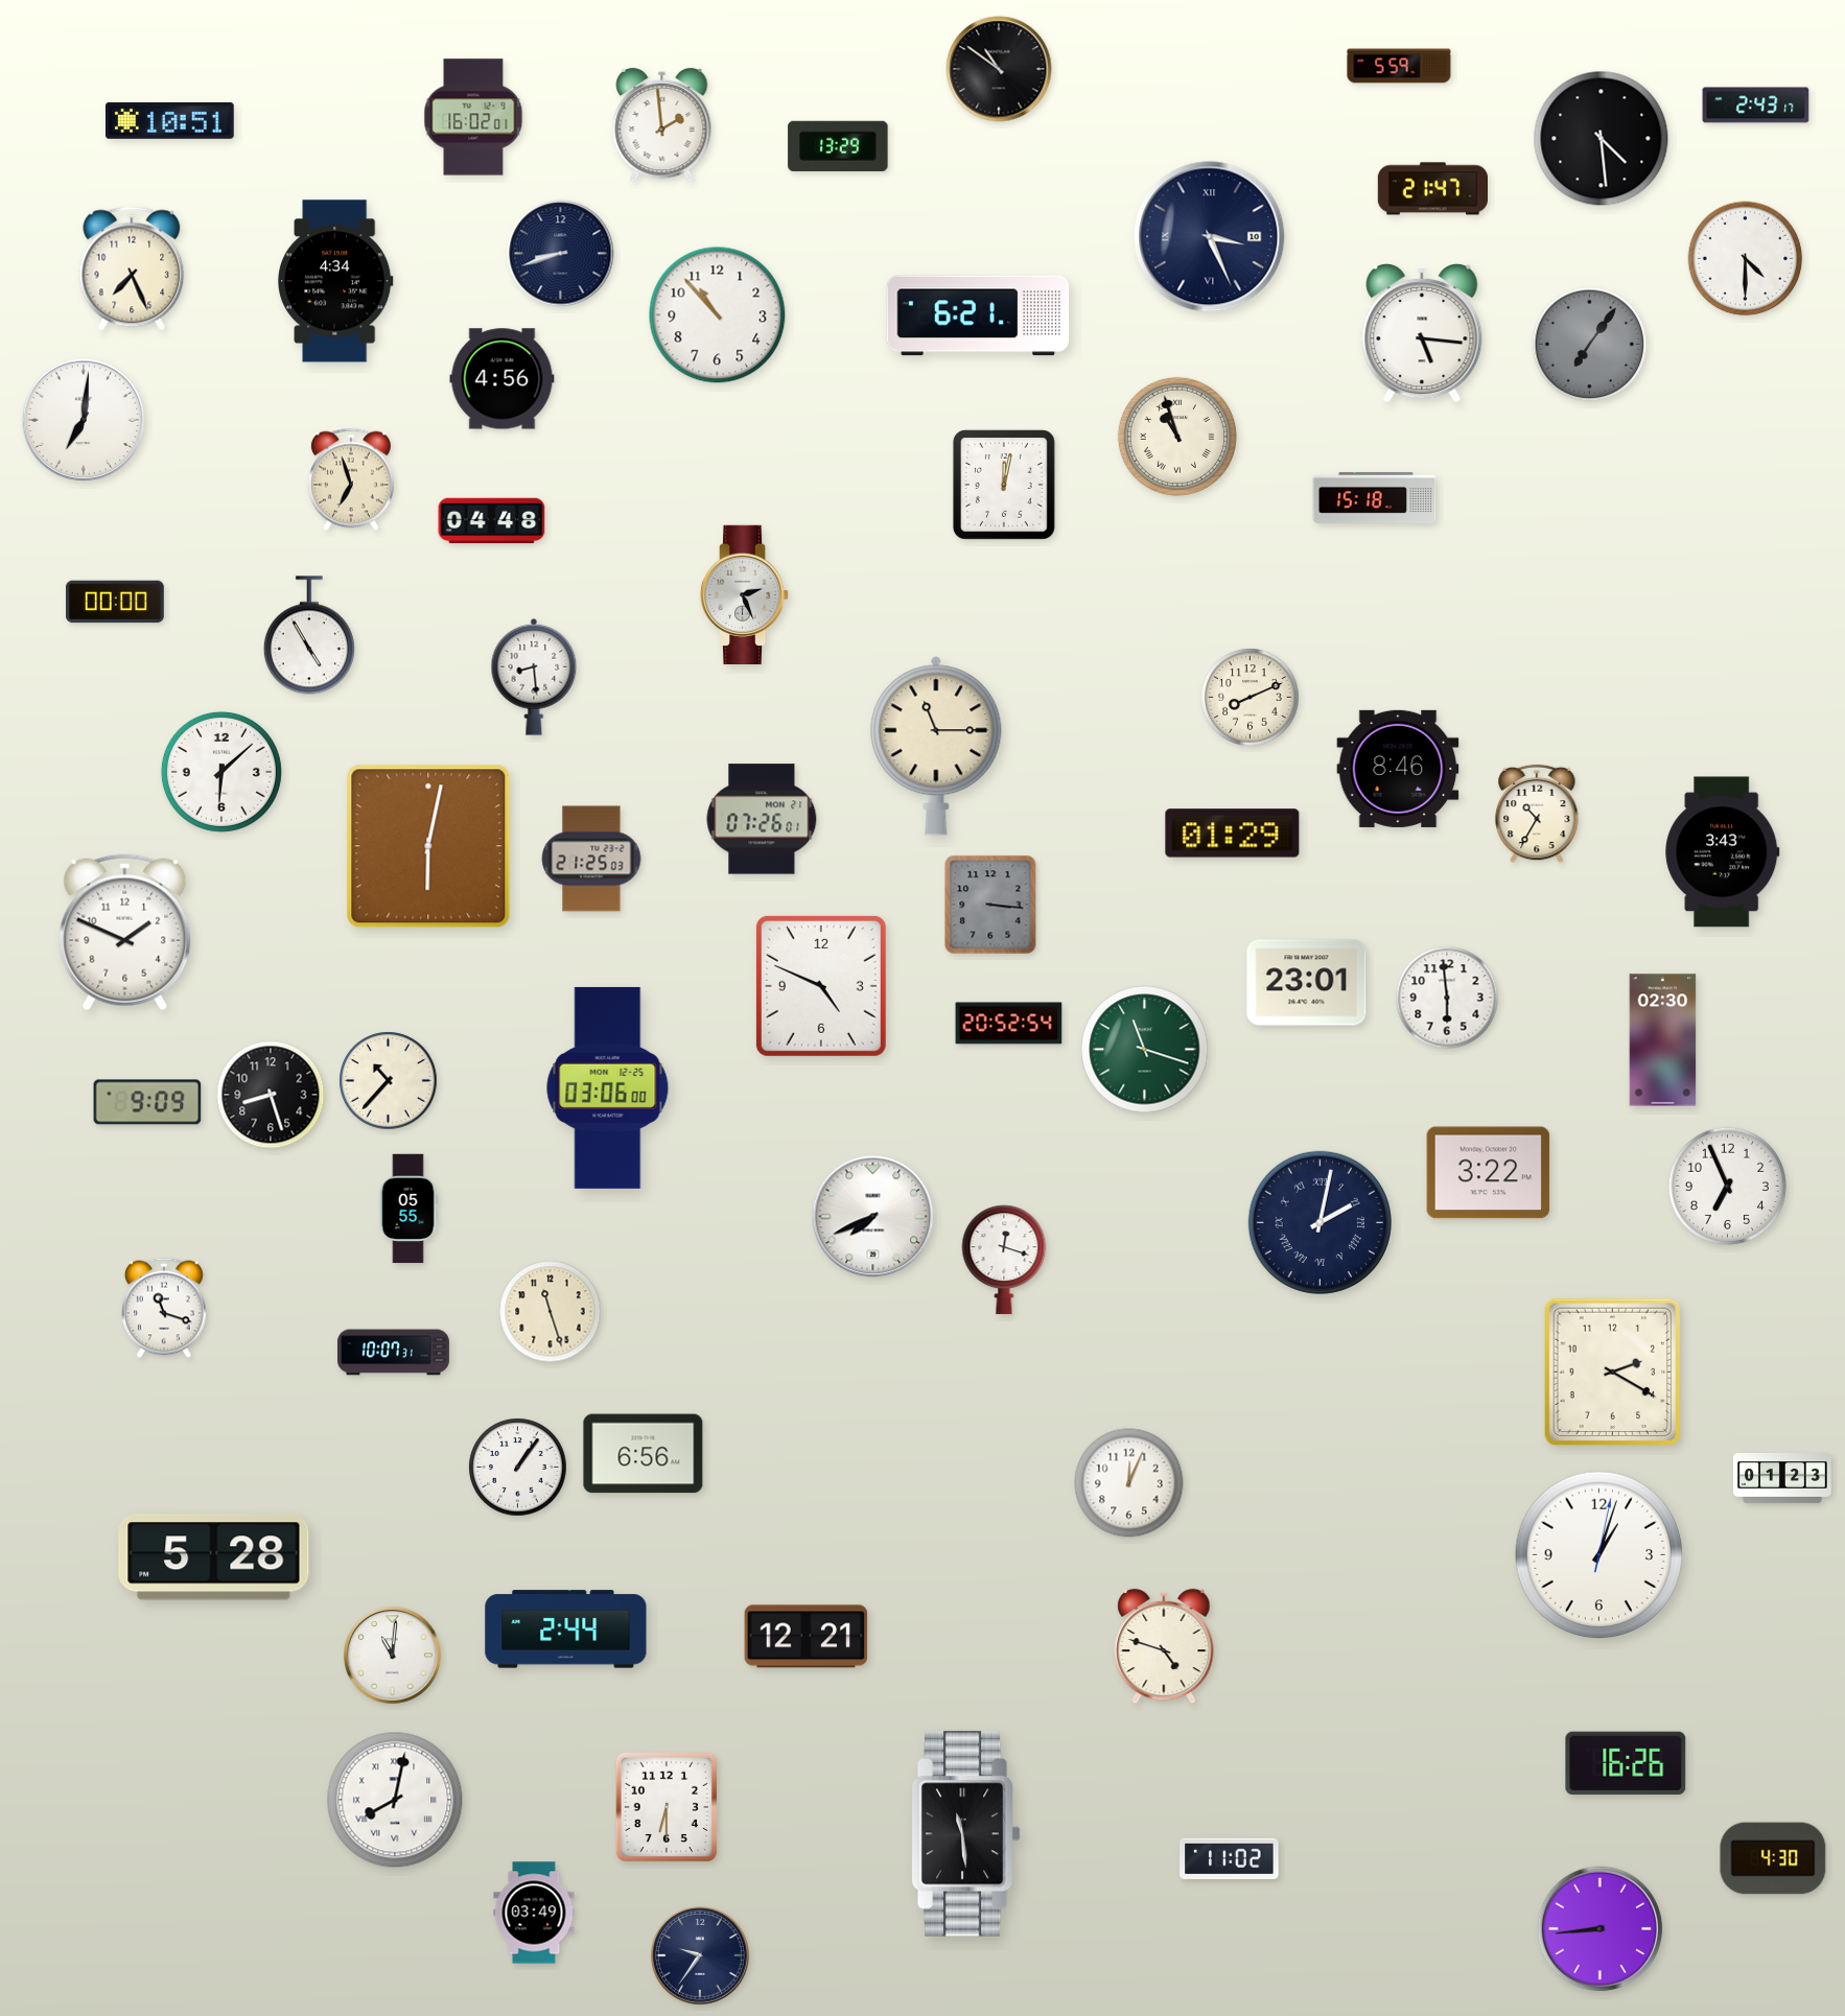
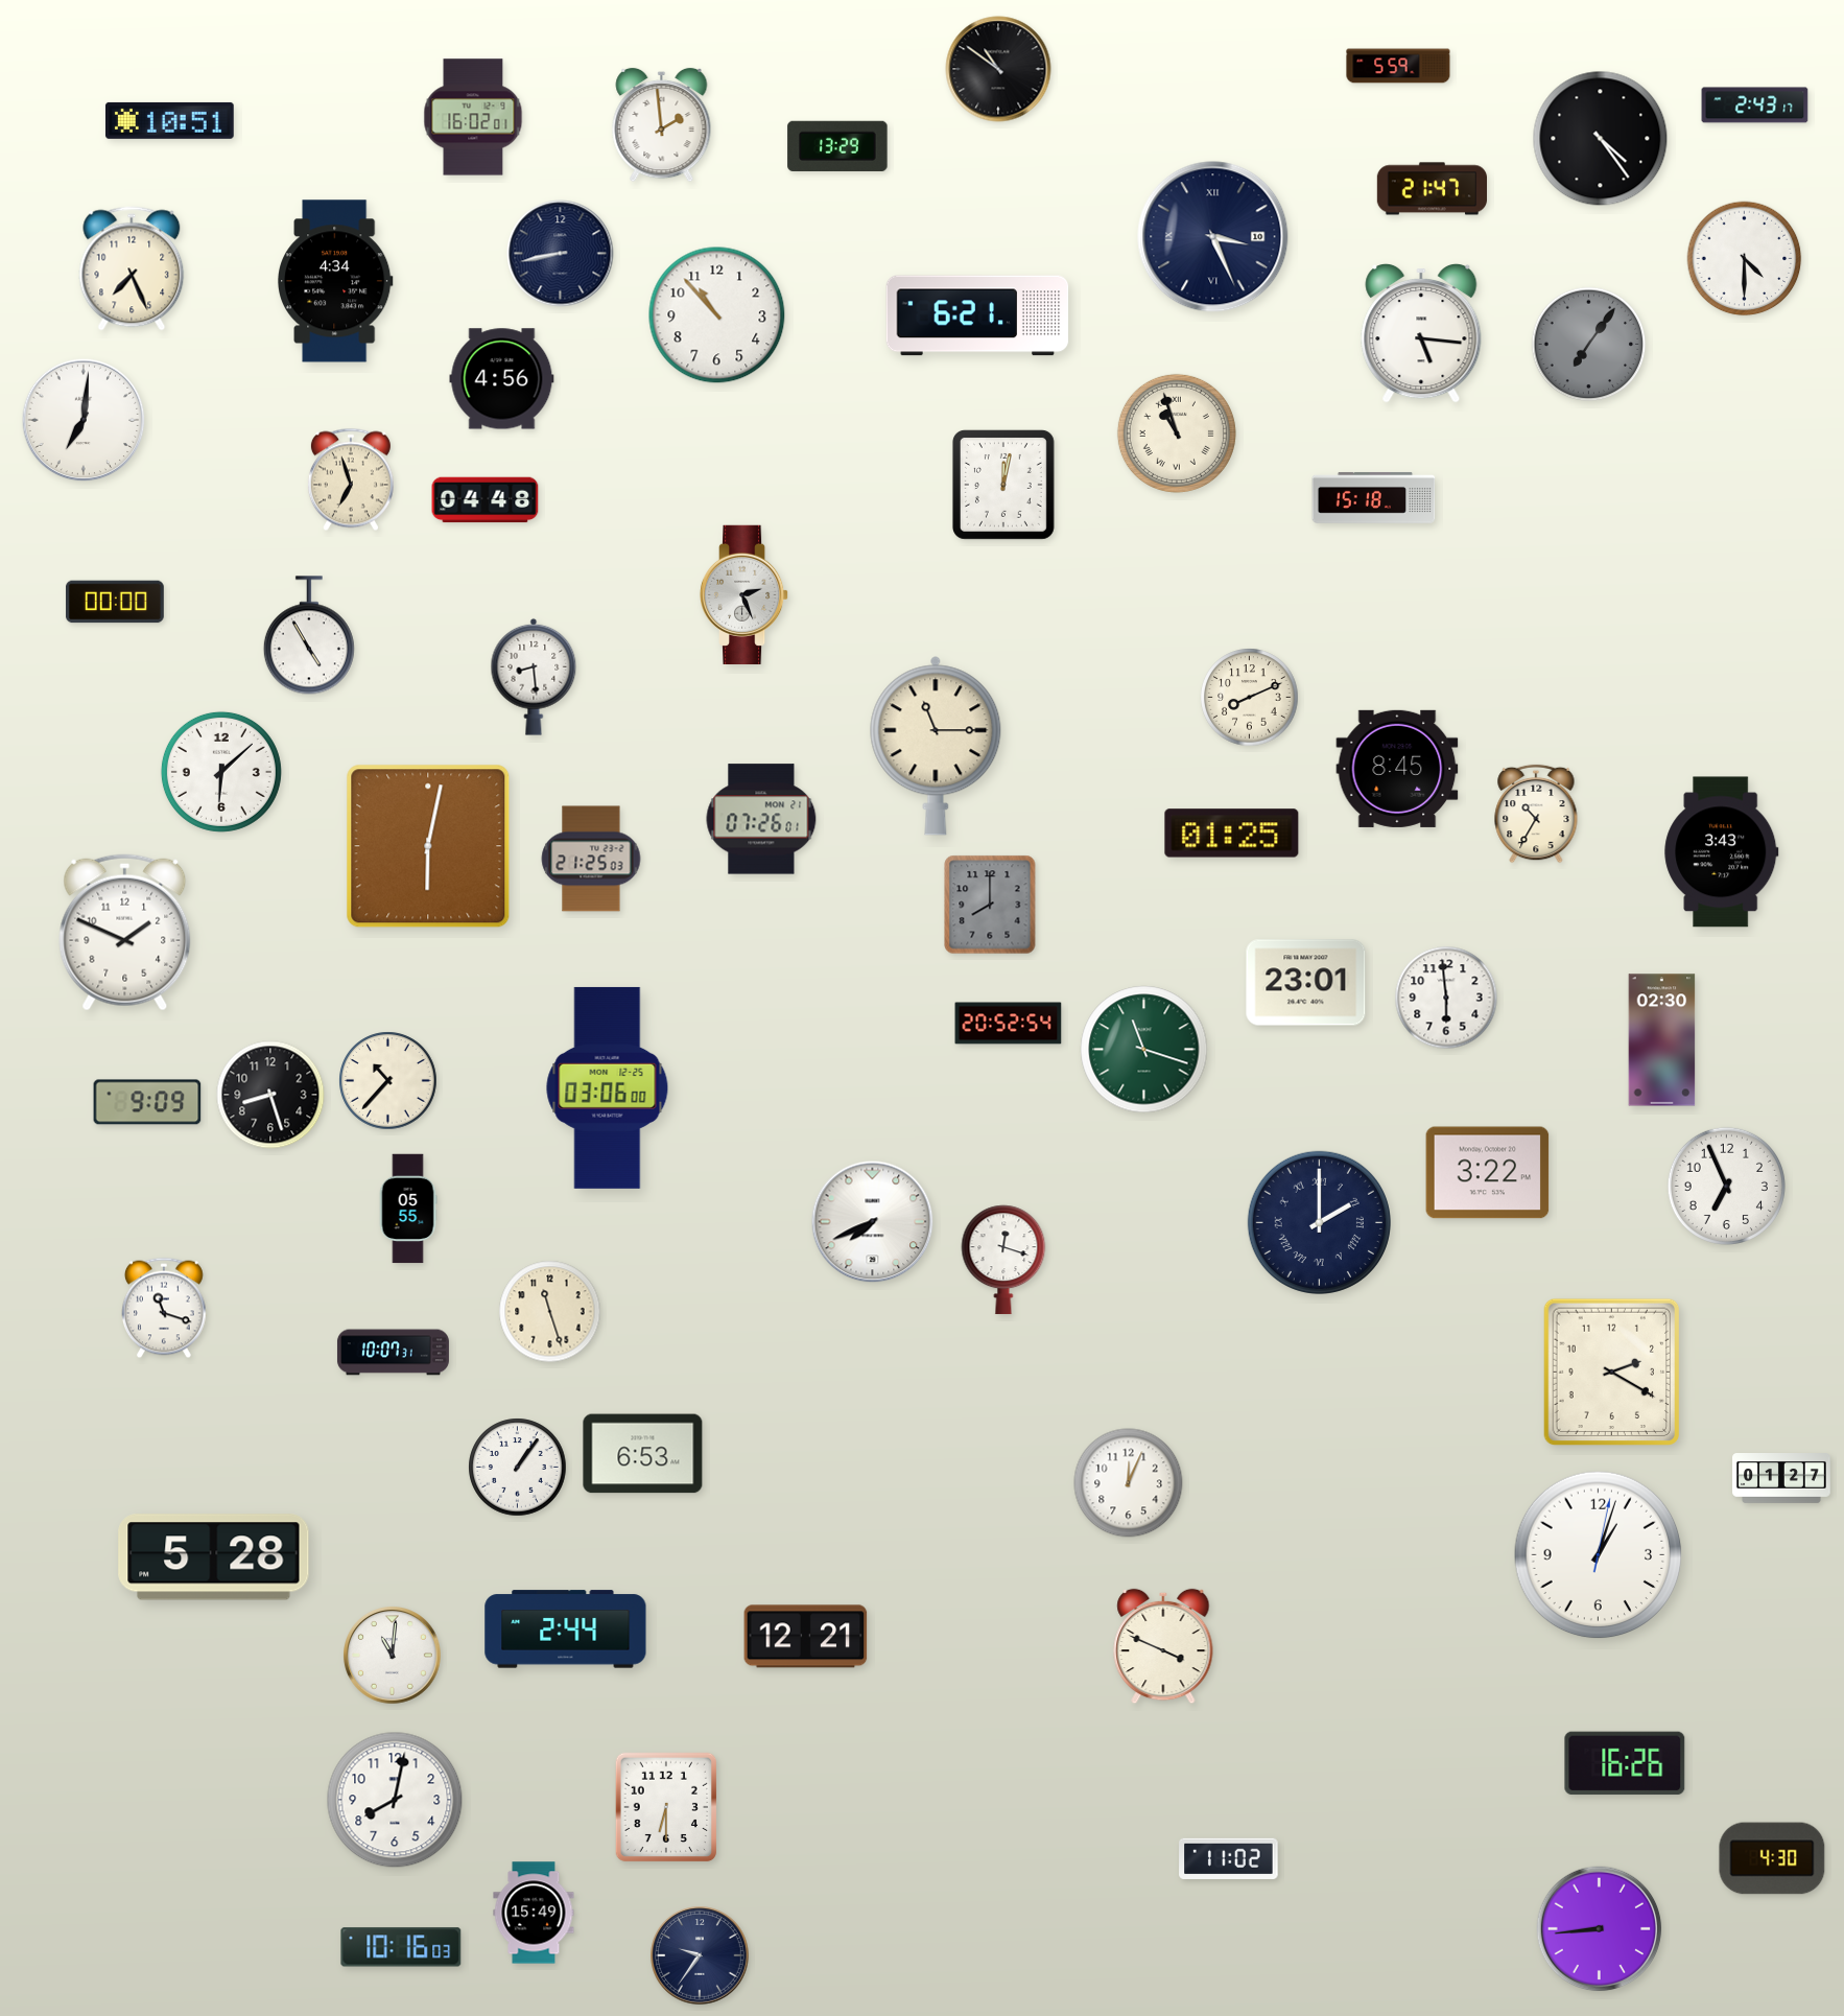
clock at (1602, 139): 4:29 -> 4:24
clock at (1210, 237) position: (1210, 237) -> (1213, 237)
clock at (561, 254): 8:42 -> 8:43
clock at (1177, 437) position: (1177, 437) -> (1177, 433)
clock at (492, 521) position: (492, 521) -> (486, 500)
clock at (1398, 769): 8:46 -> 8:45
clock at (1233, 834): 01:29 -> 01:25
clock at (990, 905): 3:16 -> 8:00
clock at (821, 986): 4:49 -> none
clock at (873, 1217) position: (873, 1217) -> (873, 1222)
clock at (1319, 1222): 2:02 -> 2:00
clock at (644, 1454): 6:56 -> 6:53
clock at (1782, 1479): 01:23 -> 01:27
clock at (1164, 1646): 4:48 -> 3:49
clock at (395, 1800) numerals: Roman -> Arabic
clock at (965, 1834): 11:29 -> none
clock at (534, 1913): 03:49 -> 15:49
clock at (401, 1947): none -> 10:16
